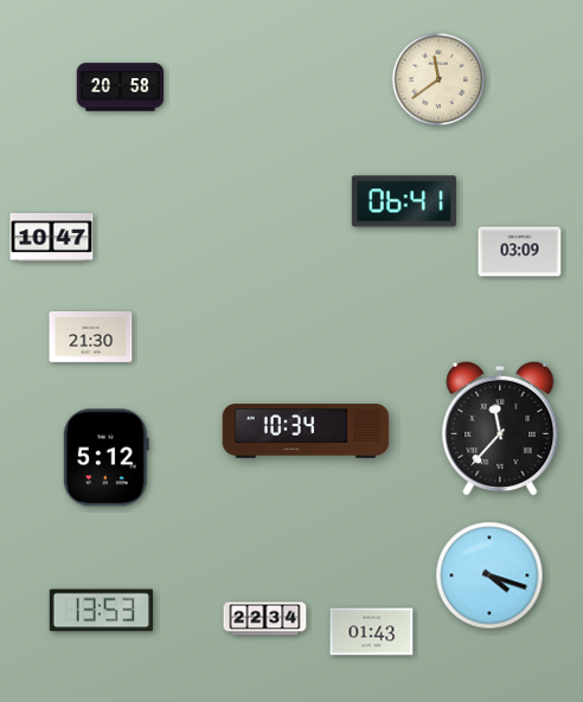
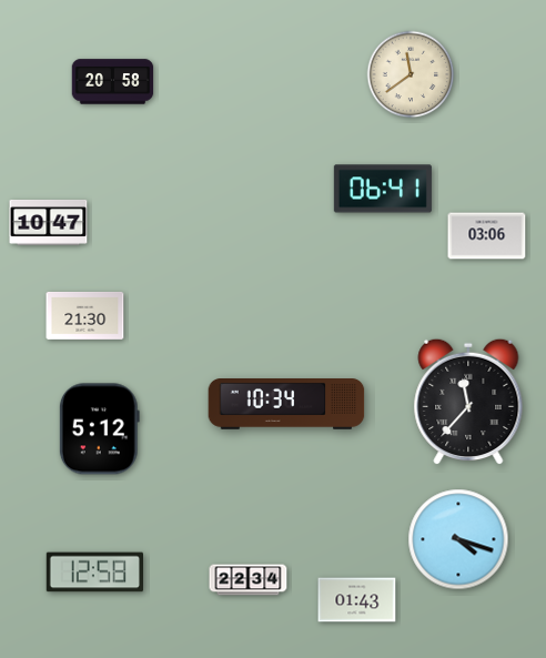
clock at (404, 201) position: (404, 201) -> (383, 189)
clock at (520, 252): 03:09 -> 03:06
clock at (101, 611): 13:53 -> 12:58
clock at (372, 632) position: (372, 632) -> (357, 600)
